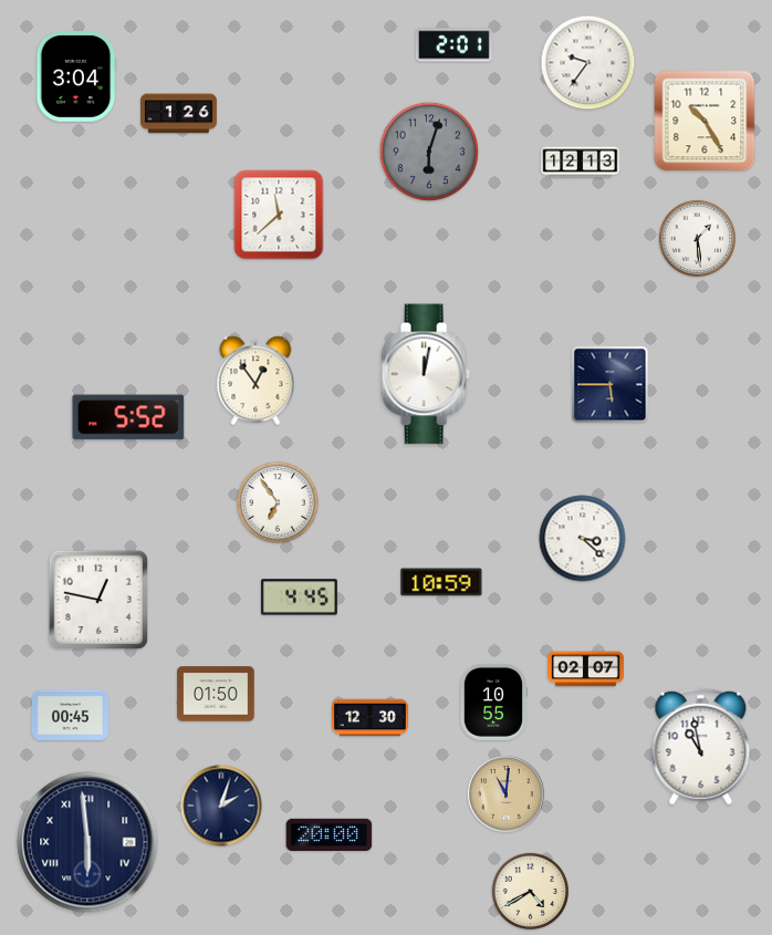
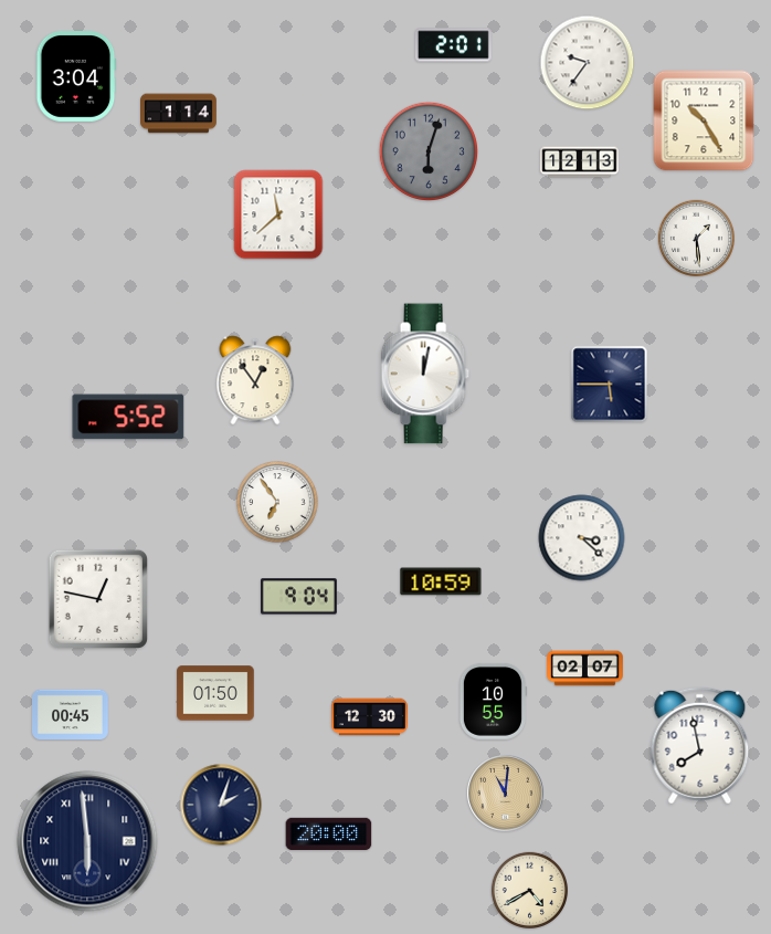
clock at (179, 114): 1:26 -> 1:14
clock at (299, 598): 4:45 -> 9:04
clock at (701, 747): 10:58 -> 7:58
